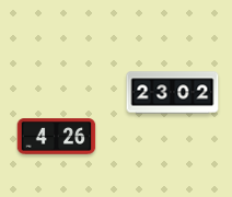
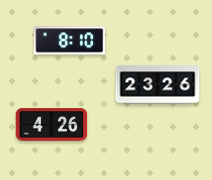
clock at (70, 41): none -> 8:10
clock at (173, 93): 23:02 -> 23:26
